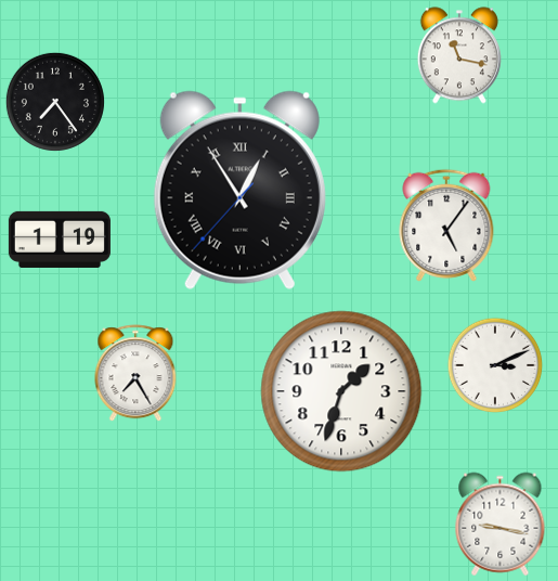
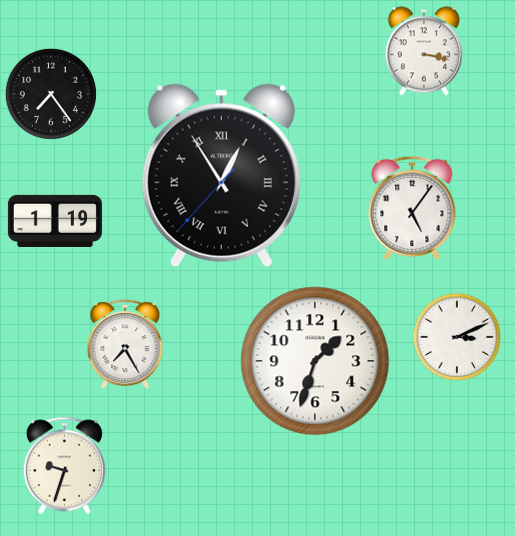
clock at (459, 55): 11:17 -> 3:17
clock at (64, 466): none -> 9:33
clock at (501, 525): 9:17 -> none
